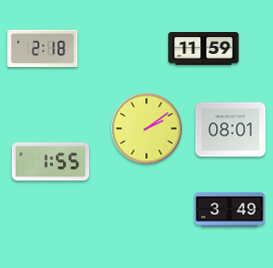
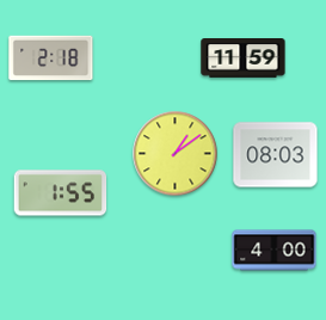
clock at (147, 129): 2:09 -> 1:09
clock at (231, 130): 08:01 -> 08:03
clock at (230, 210): 3:49 -> 4:00
